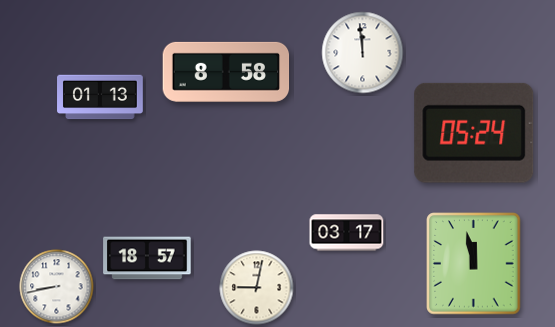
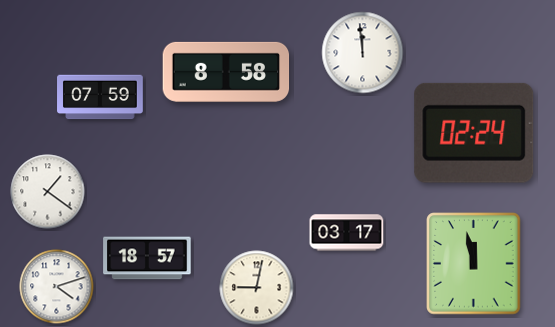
clock at (100, 97): 01:13 -> 07:59
clock at (474, 133): 05:24 -> 02:24
clock at (48, 192): none -> 1:21
clock at (57, 287): 8:43 -> 4:12
